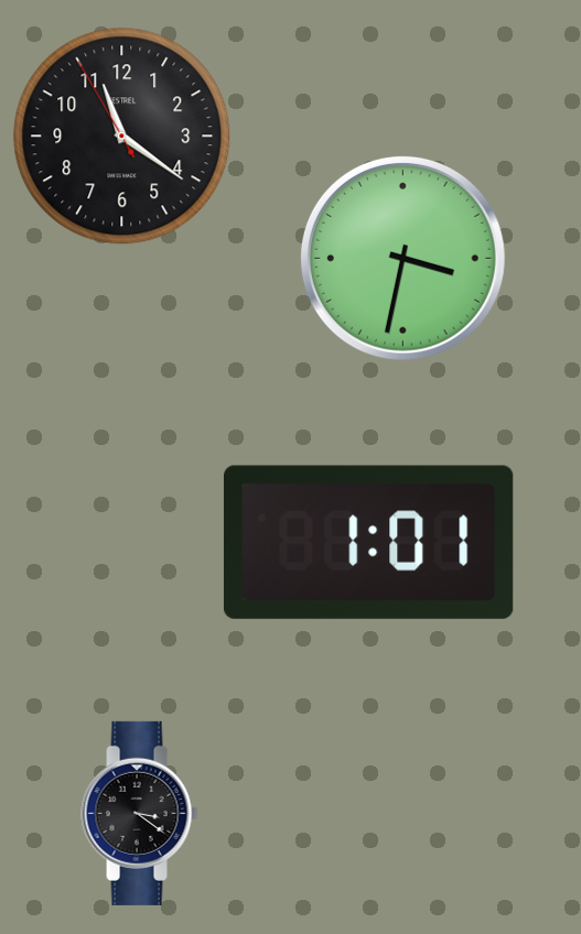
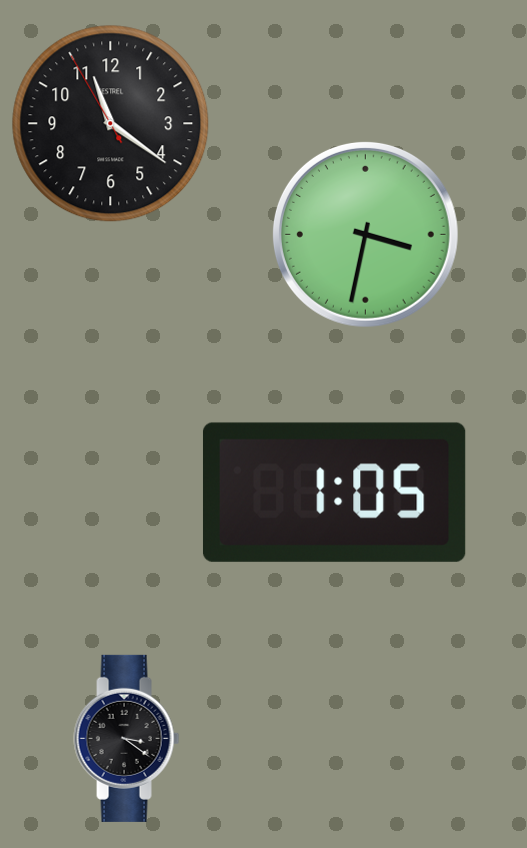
clock at (368, 542): 1:01 -> 1:05
